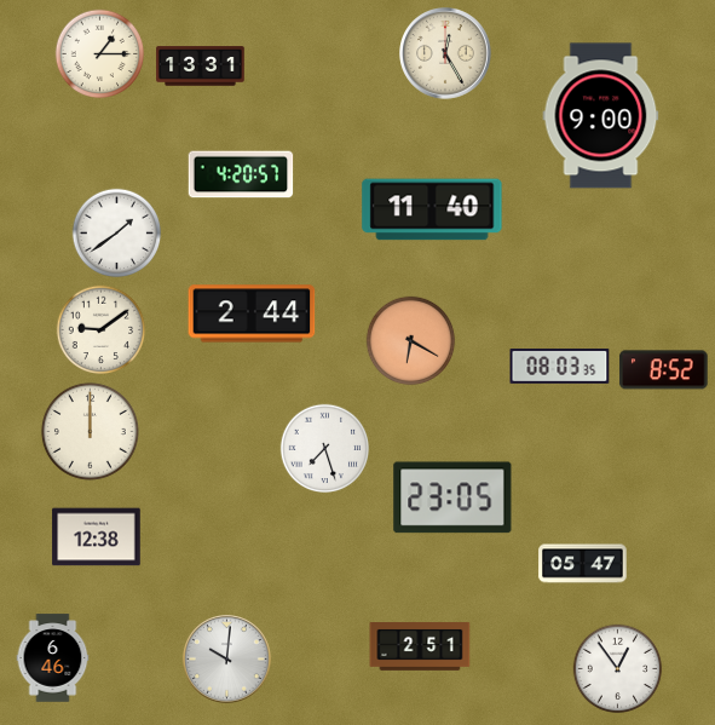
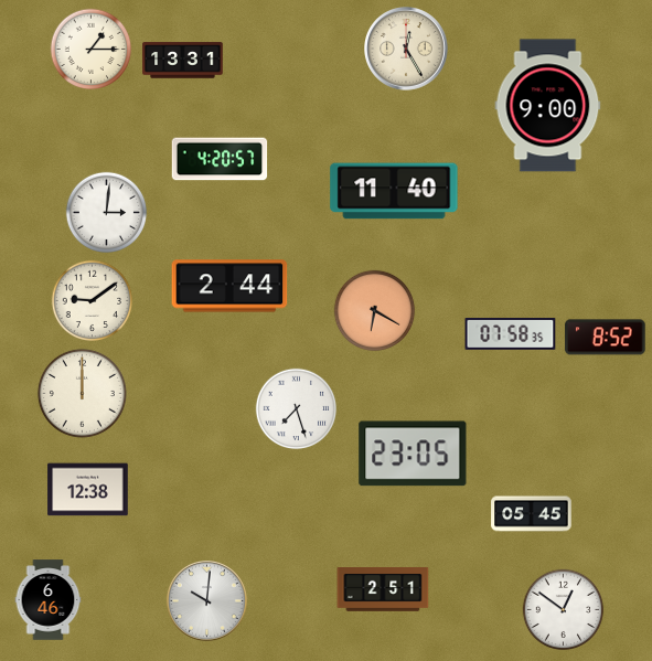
clock at (117, 234): 1:39 -> 3:01
clock at (560, 367): 08:03 -> 07:58
clock at (583, 564): 05:47 -> 05:45
clock at (618, 669): 12:54 -> 12:51
